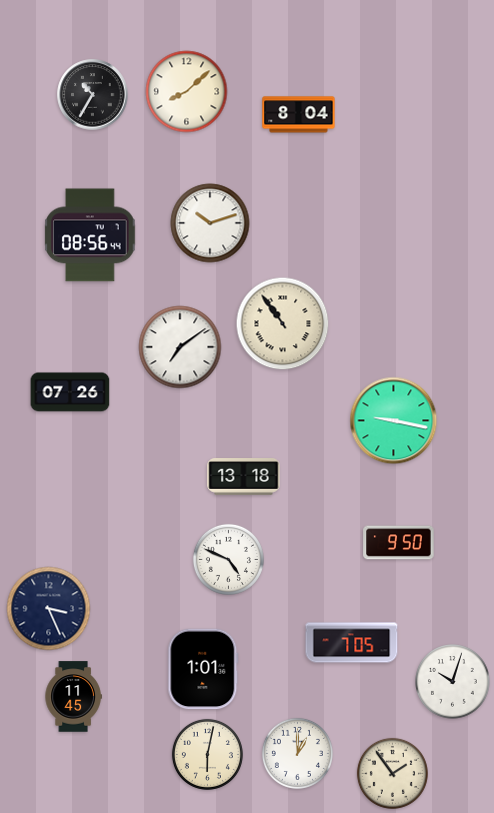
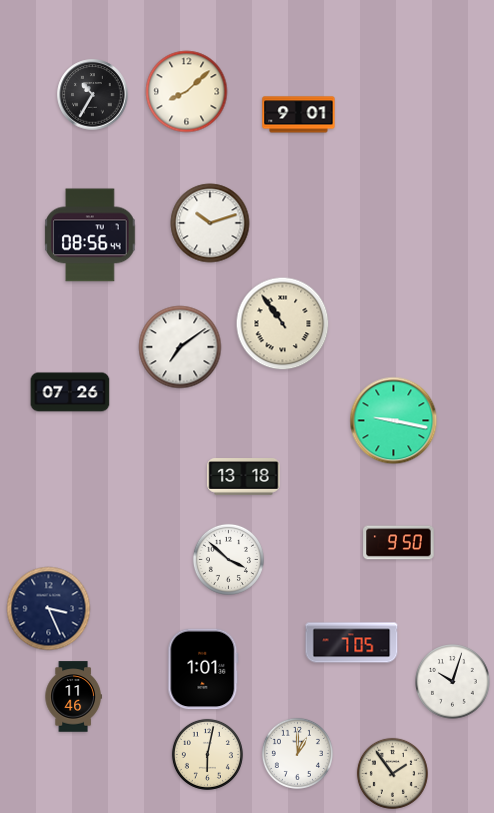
clock at (299, 115): 8:04 -> 9:01
clock at (228, 559): 4:49 -> 3:52
clock at (73, 697): 11:45 -> 11:46
